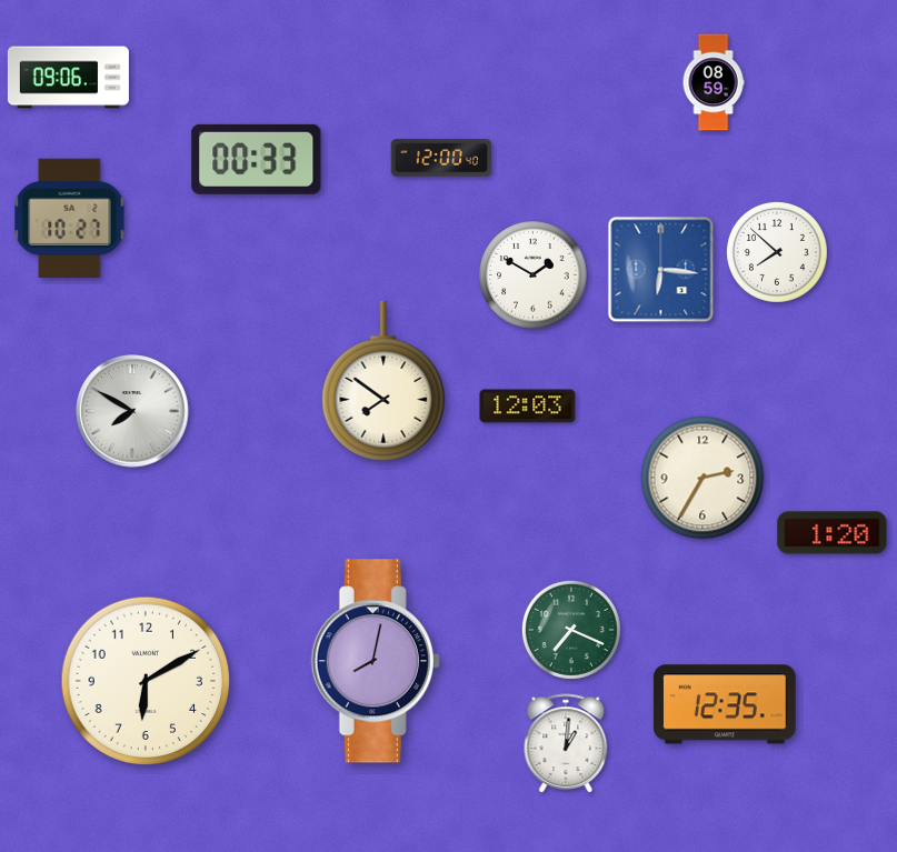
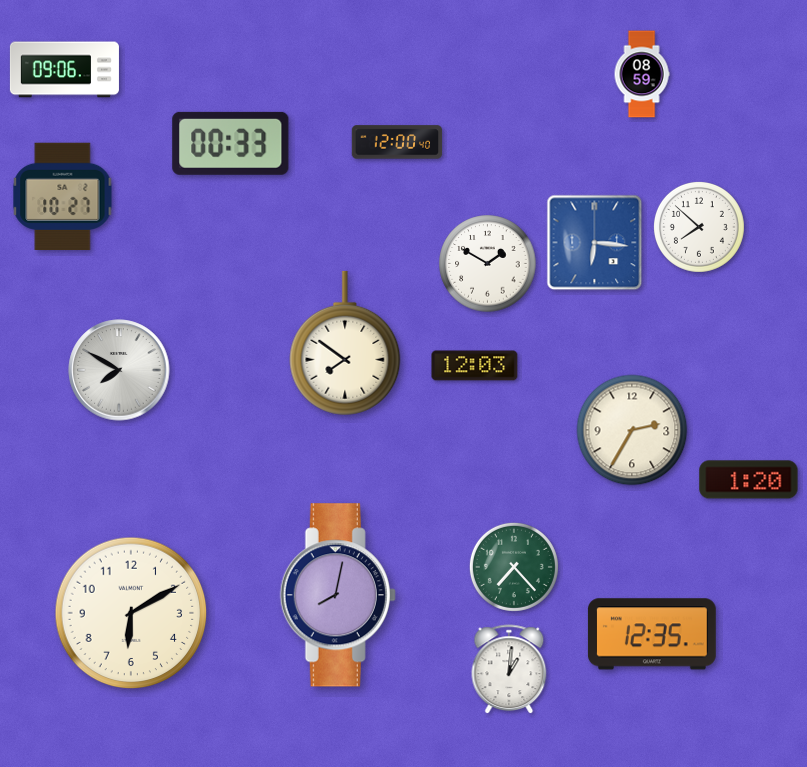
clock at (68, 78) position: (68, 78) -> (64, 70)
clock at (534, 275) position: (534, 275) -> (488, 264)
clock at (571, 630): 7:19 -> 7:23
